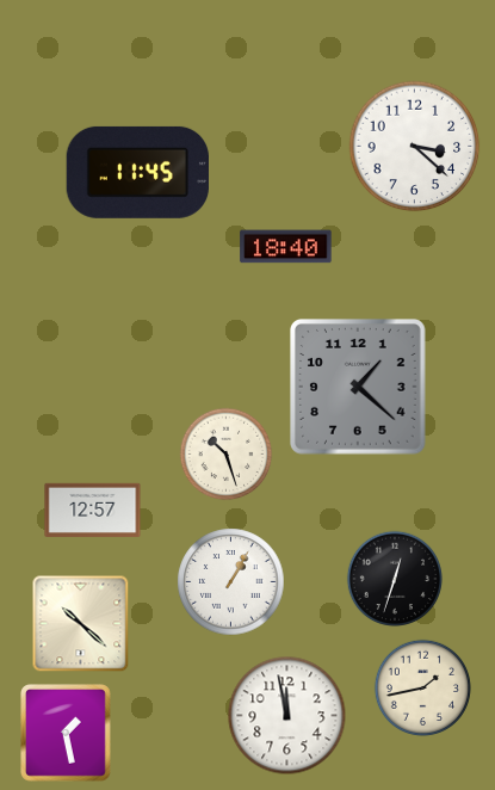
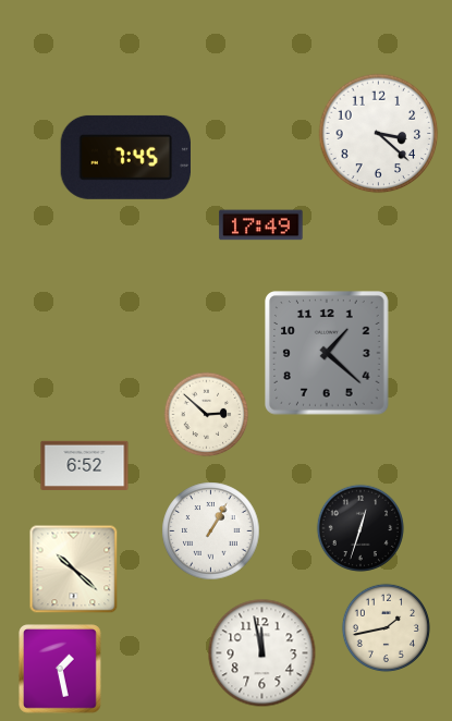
clock at (137, 172): 11:45 -> 7:45
clock at (286, 247): 18:40 -> 17:49
clock at (227, 455): 10:27 -> 2:52
clock at (93, 510): 12:57 -> 6:52
